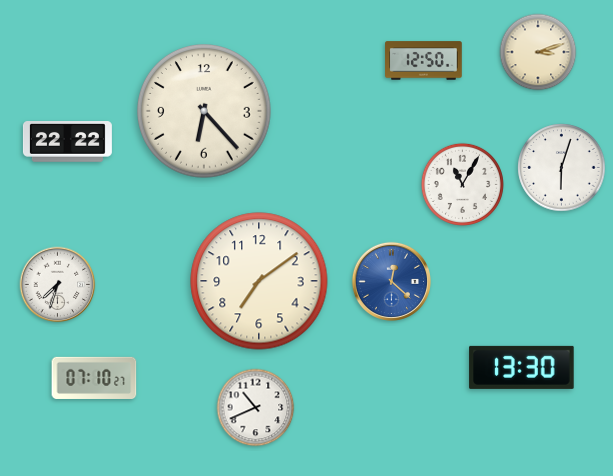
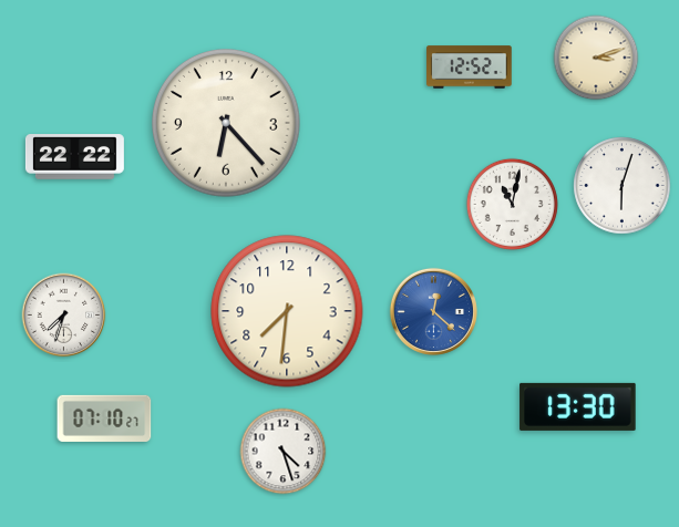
clock at (424, 61): 12:50 -> 12:52
clock at (462, 184): 11:05 -> 11:02
clock at (259, 281): 7:09 -> 7:31
clock at (256, 408): 10:41 -> 4:27
